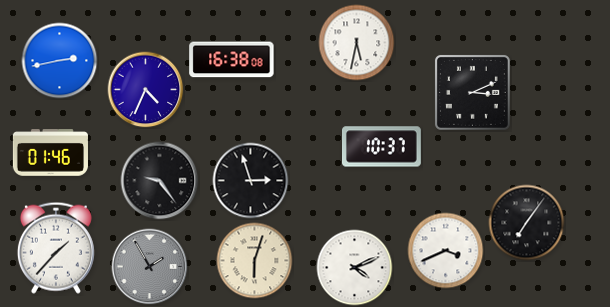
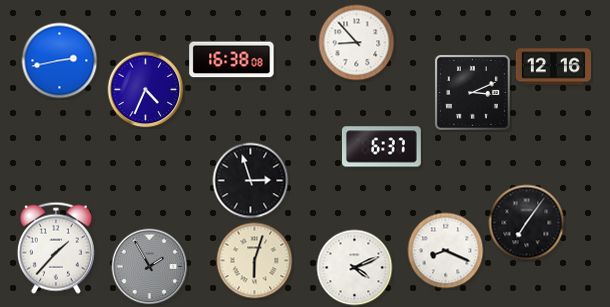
clock at (357, 43): 5:32 -> 8:53
clock at (553, 67): none -> 12:16
clock at (382, 147): 10:37 -> 6:37
clock at (50, 153): 01:46 -> none
clock at (160, 181): 9:24 -> none
clock at (446, 251): 3:41 -> 8:19
